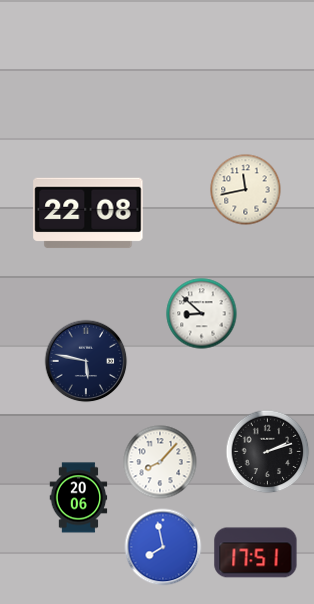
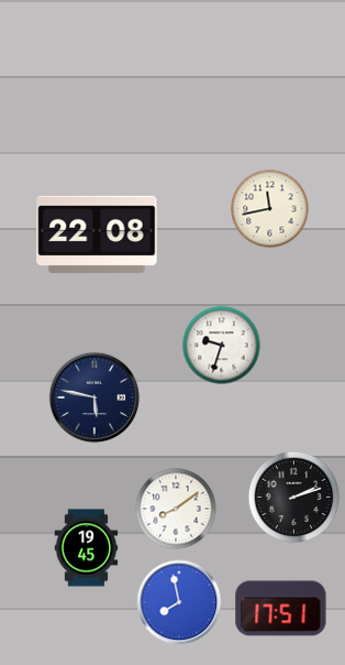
clock at (202, 314): 8:52 -> 9:33
clock at (160, 462): 8:07 -> 8:09
clock at (79, 498): 20:06 -> 19:45
